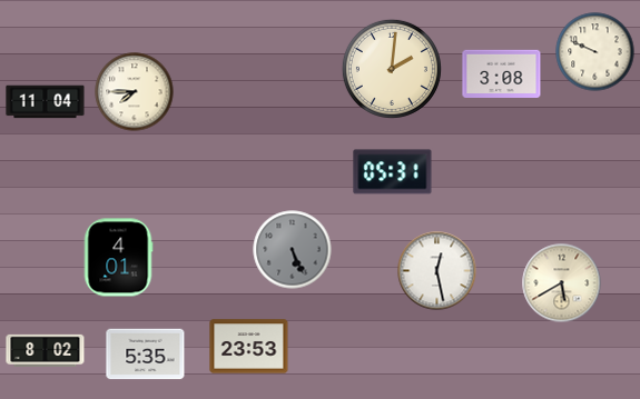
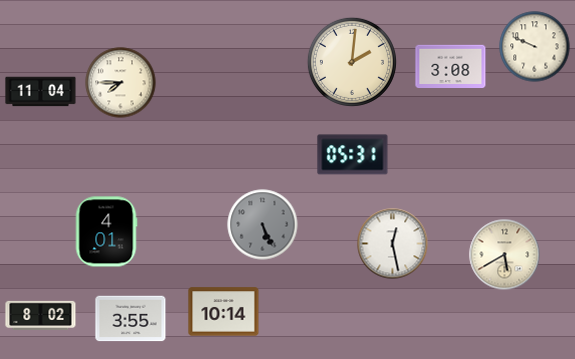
clock at (249, 347): 23:53 -> 10:14
clock at (146, 355): 5:35 -> 3:55
